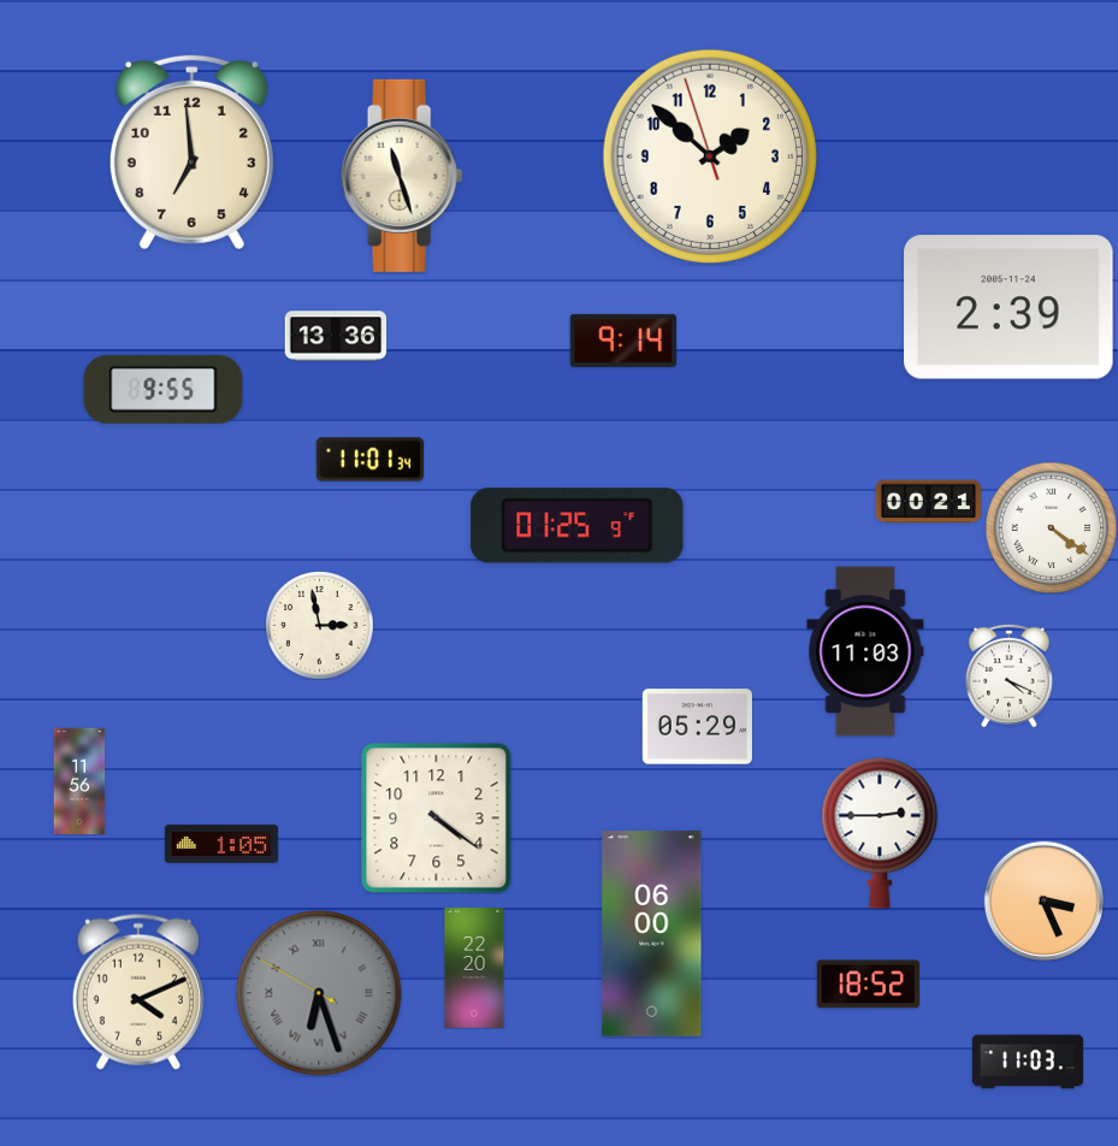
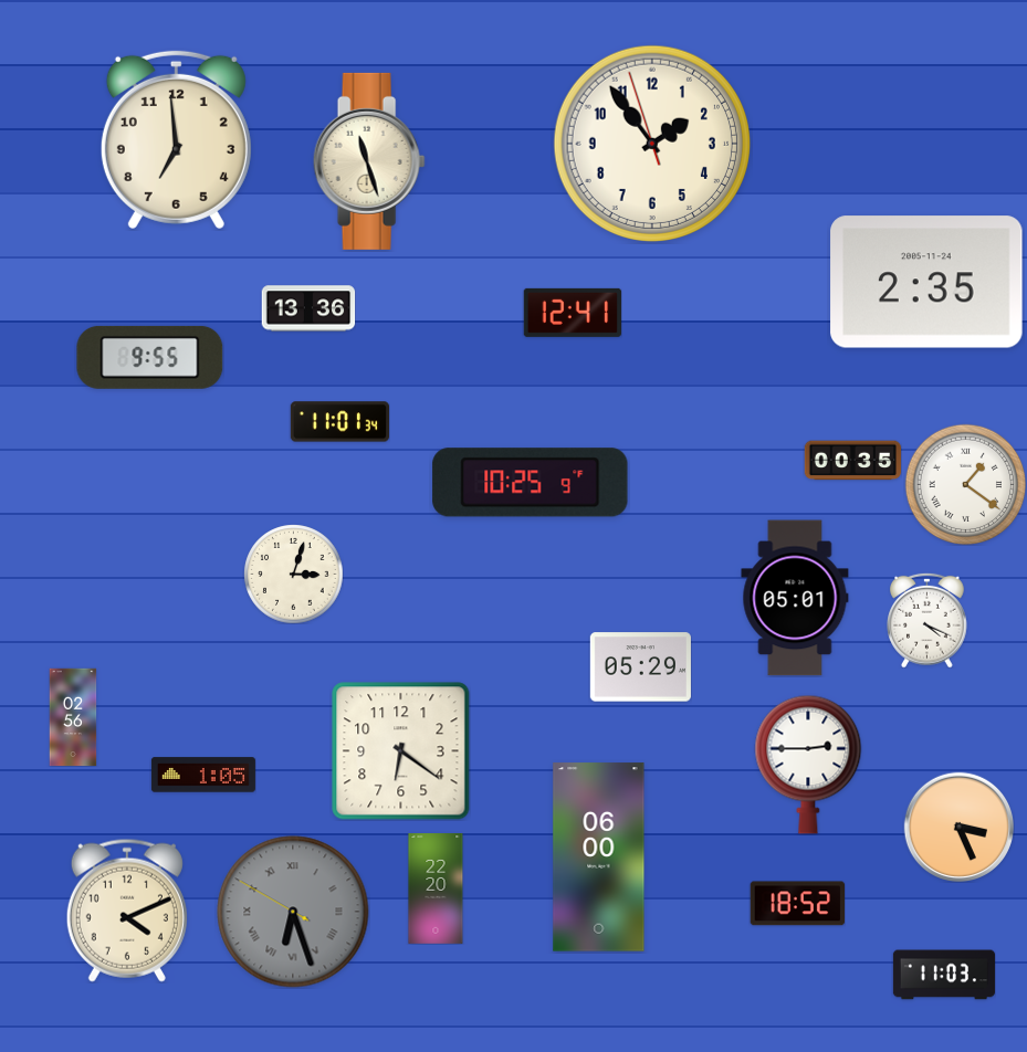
clock at (710, 156): 1:51 -> 1:53
clock at (1008, 307): 2:39 -> 2:35
clock at (623, 341): 9:14 -> 12:41
clock at (928, 502): 00:21 -> 00:35
clock at (578, 526): 01:25 -> 10:25
clock at (1051, 527): 4:21 -> 1:21
clock at (319, 625): 2:58 -> 3:03
clock at (865, 651): 11:03 -> 05:01
clock at (79, 781): 11:56 -> 02:56
clock at (437, 819): 4:21 -> 6:21
